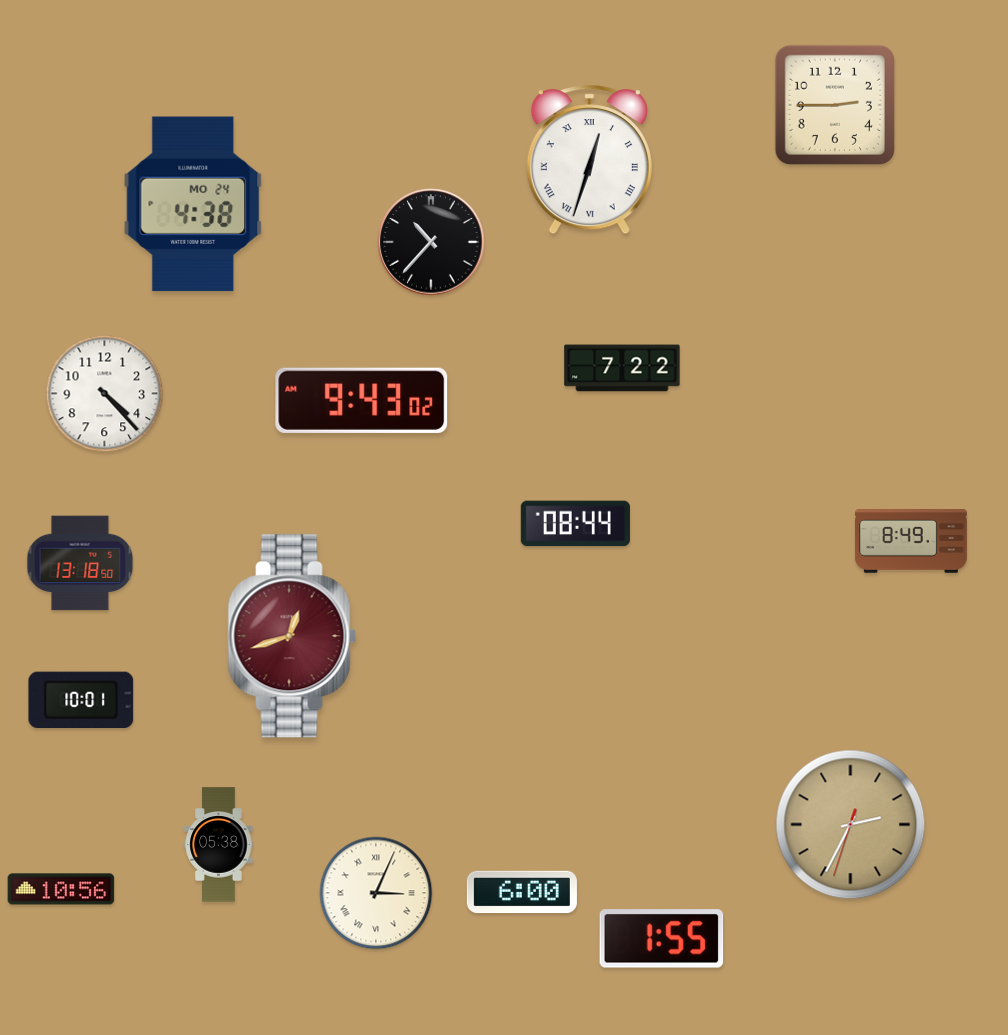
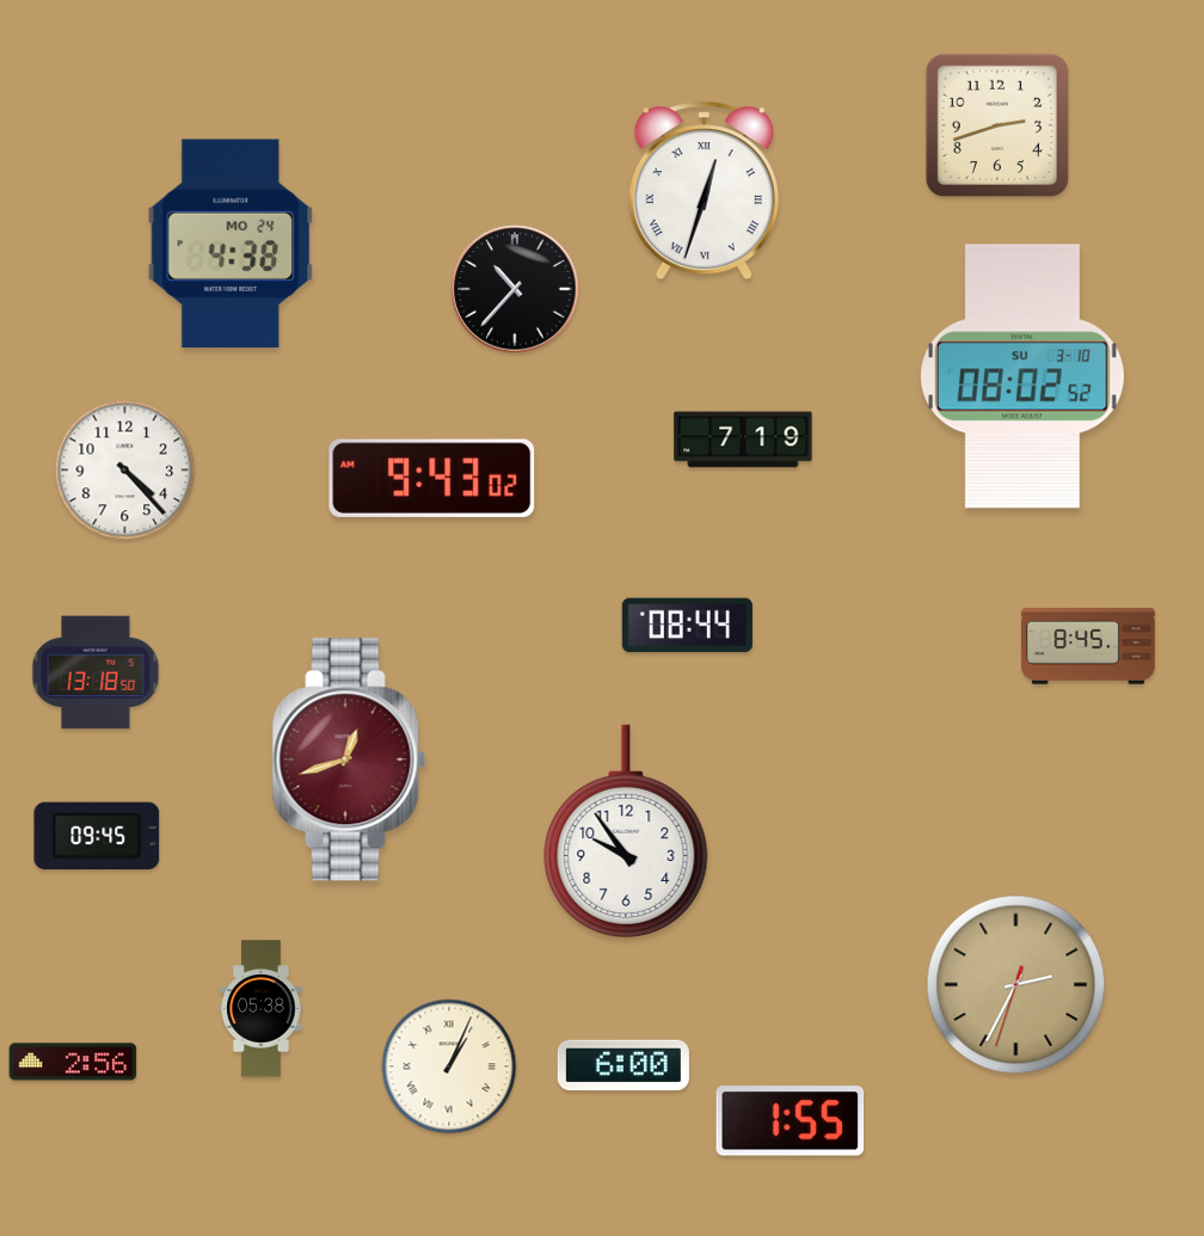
clock at (835, 105): 2:45 -> 2:42
clock at (1022, 376): none -> 08:02
clock at (622, 368): 7:22 -> 7:19
clock at (911, 541): 8:49 -> 8:45
clock at (626, 831): none -> 9:54
clock at (81, 700): 10:01 -> 09:45
clock at (61, 889): 10:56 -> 2:56
clock at (376, 893): 3:04 -> 1:04
